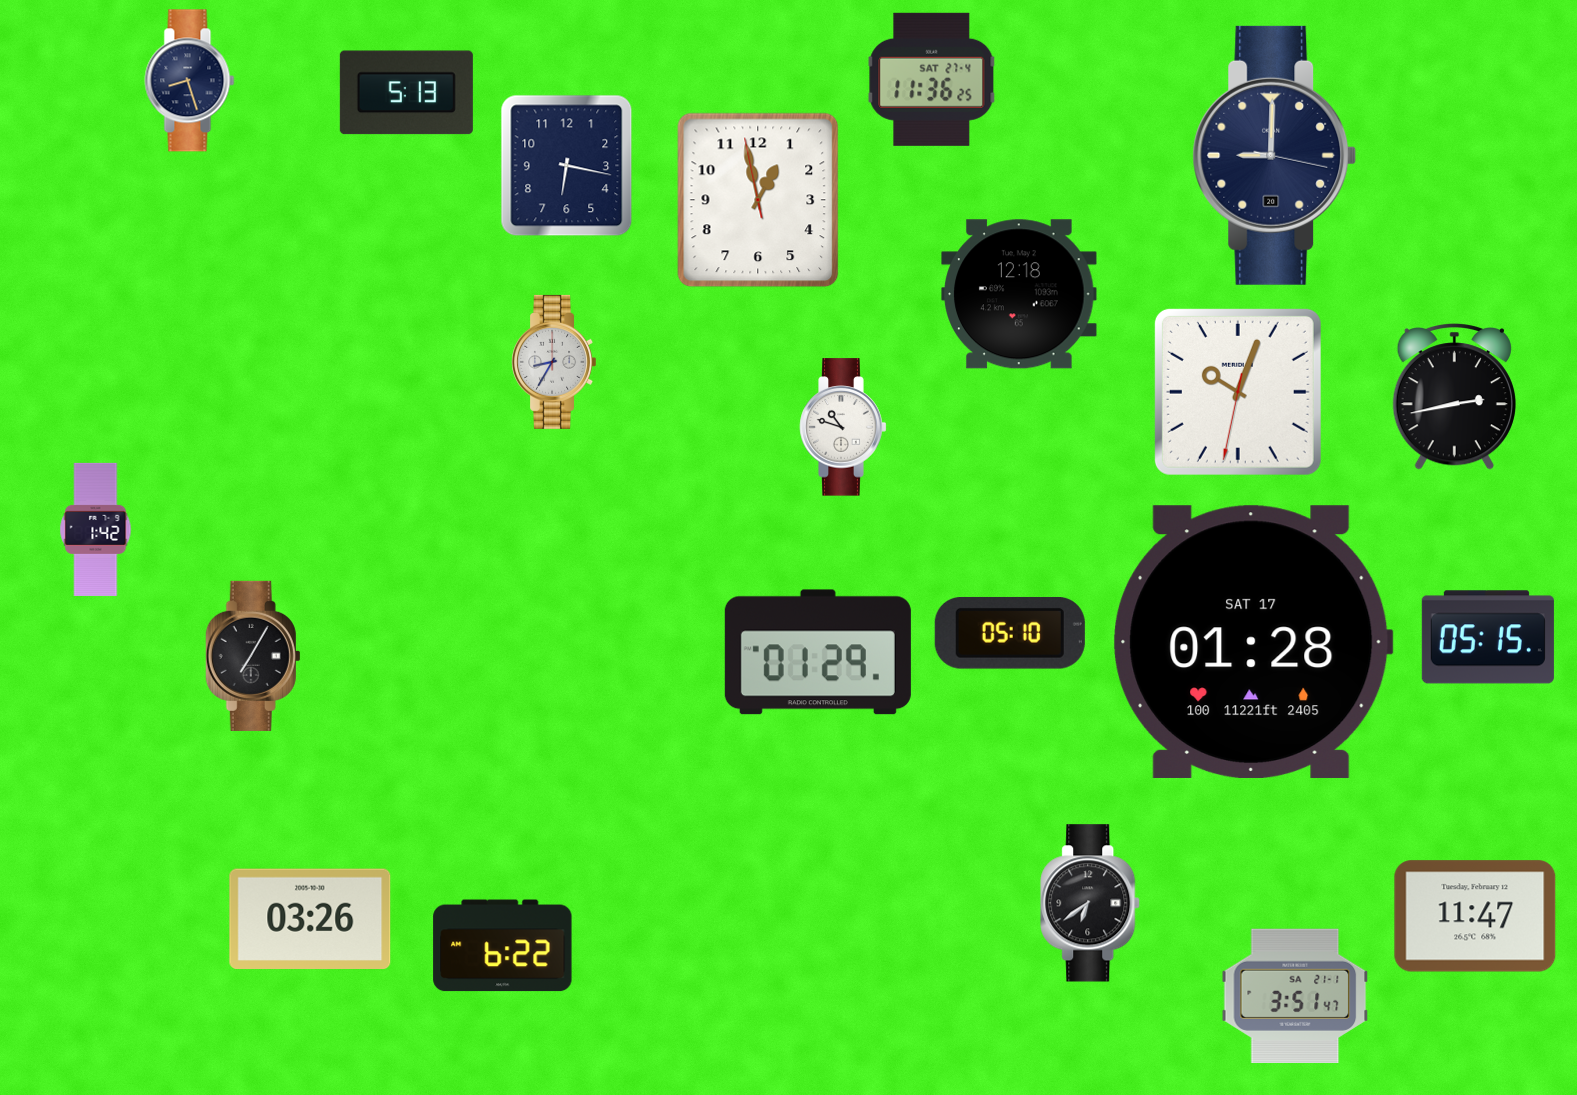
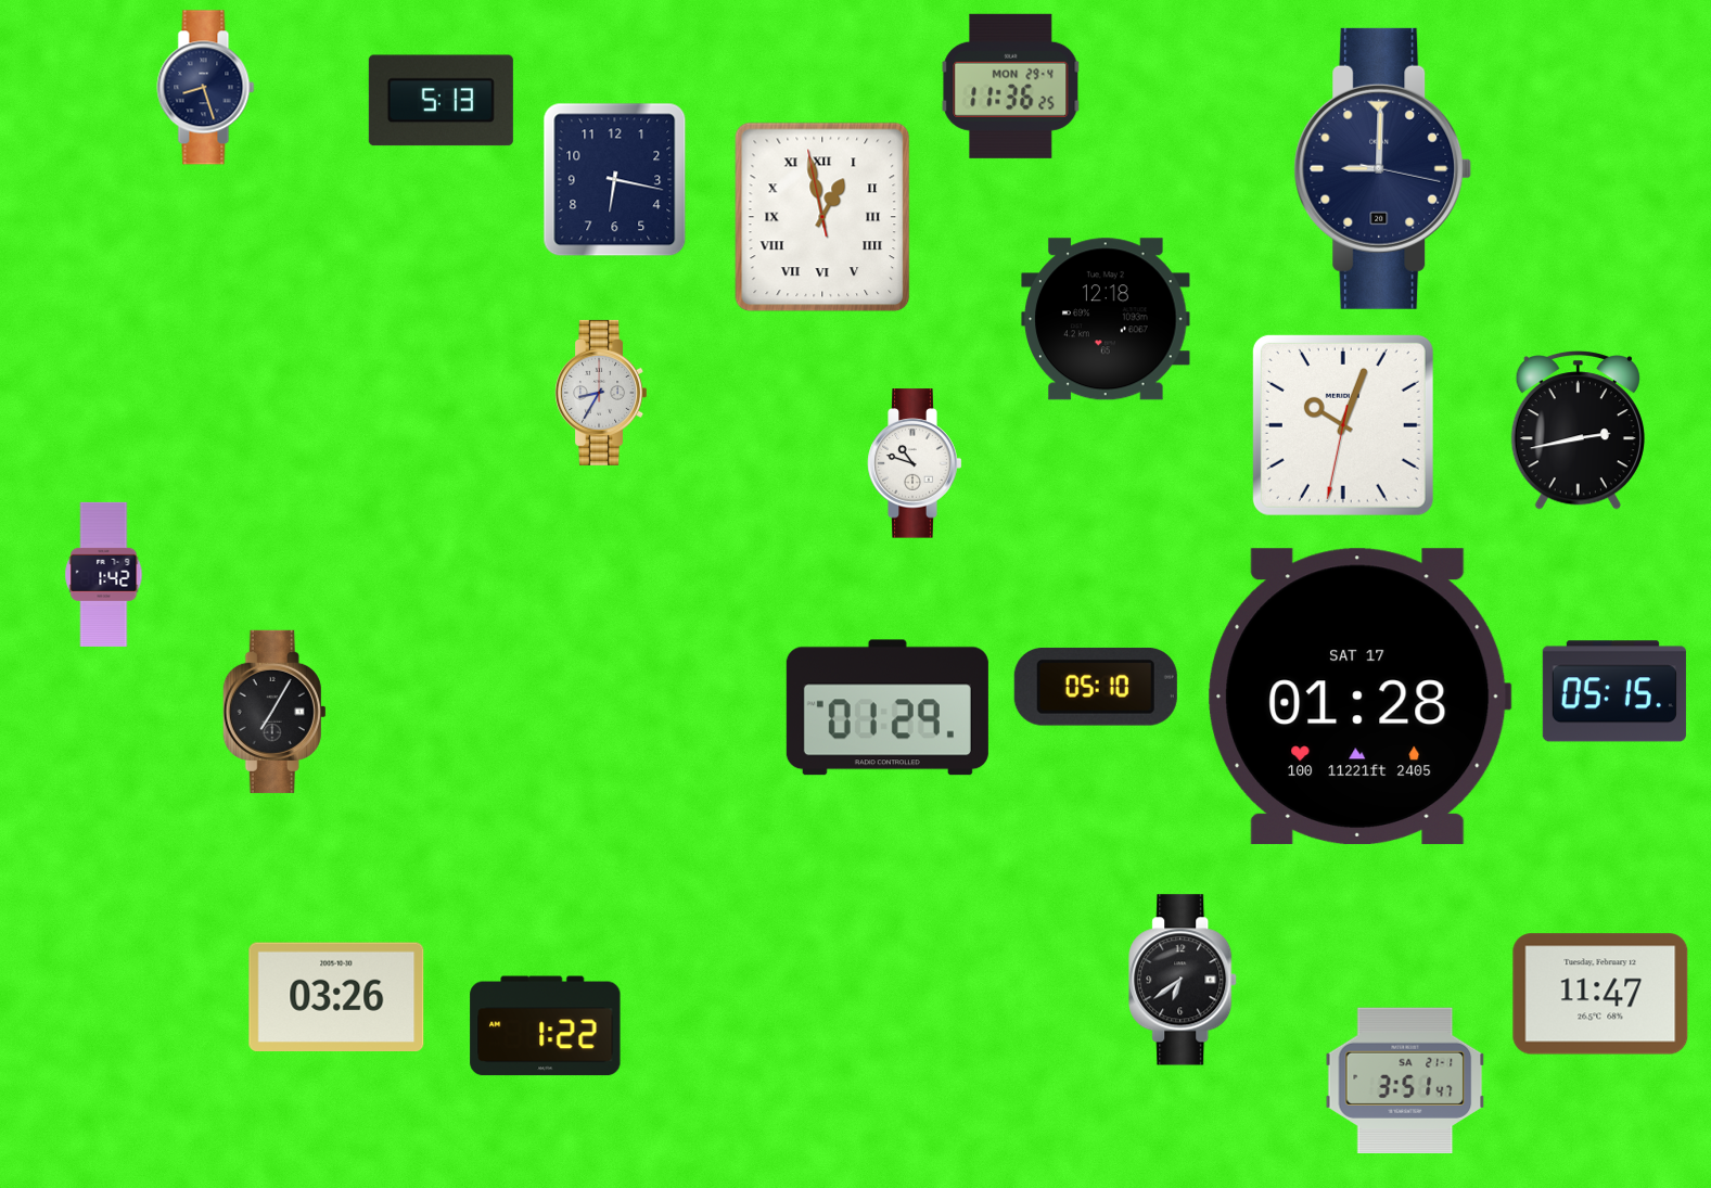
clock at (932, 79) date: SAT 27-4 -> MON 29-4
clock at (758, 200) numerals: Arabic -> Roman
clock at (503, 946): 6:22 -> 1:22
